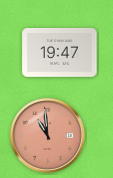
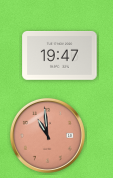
clock at (60, 52) position: (60, 52) -> (60, 55)
